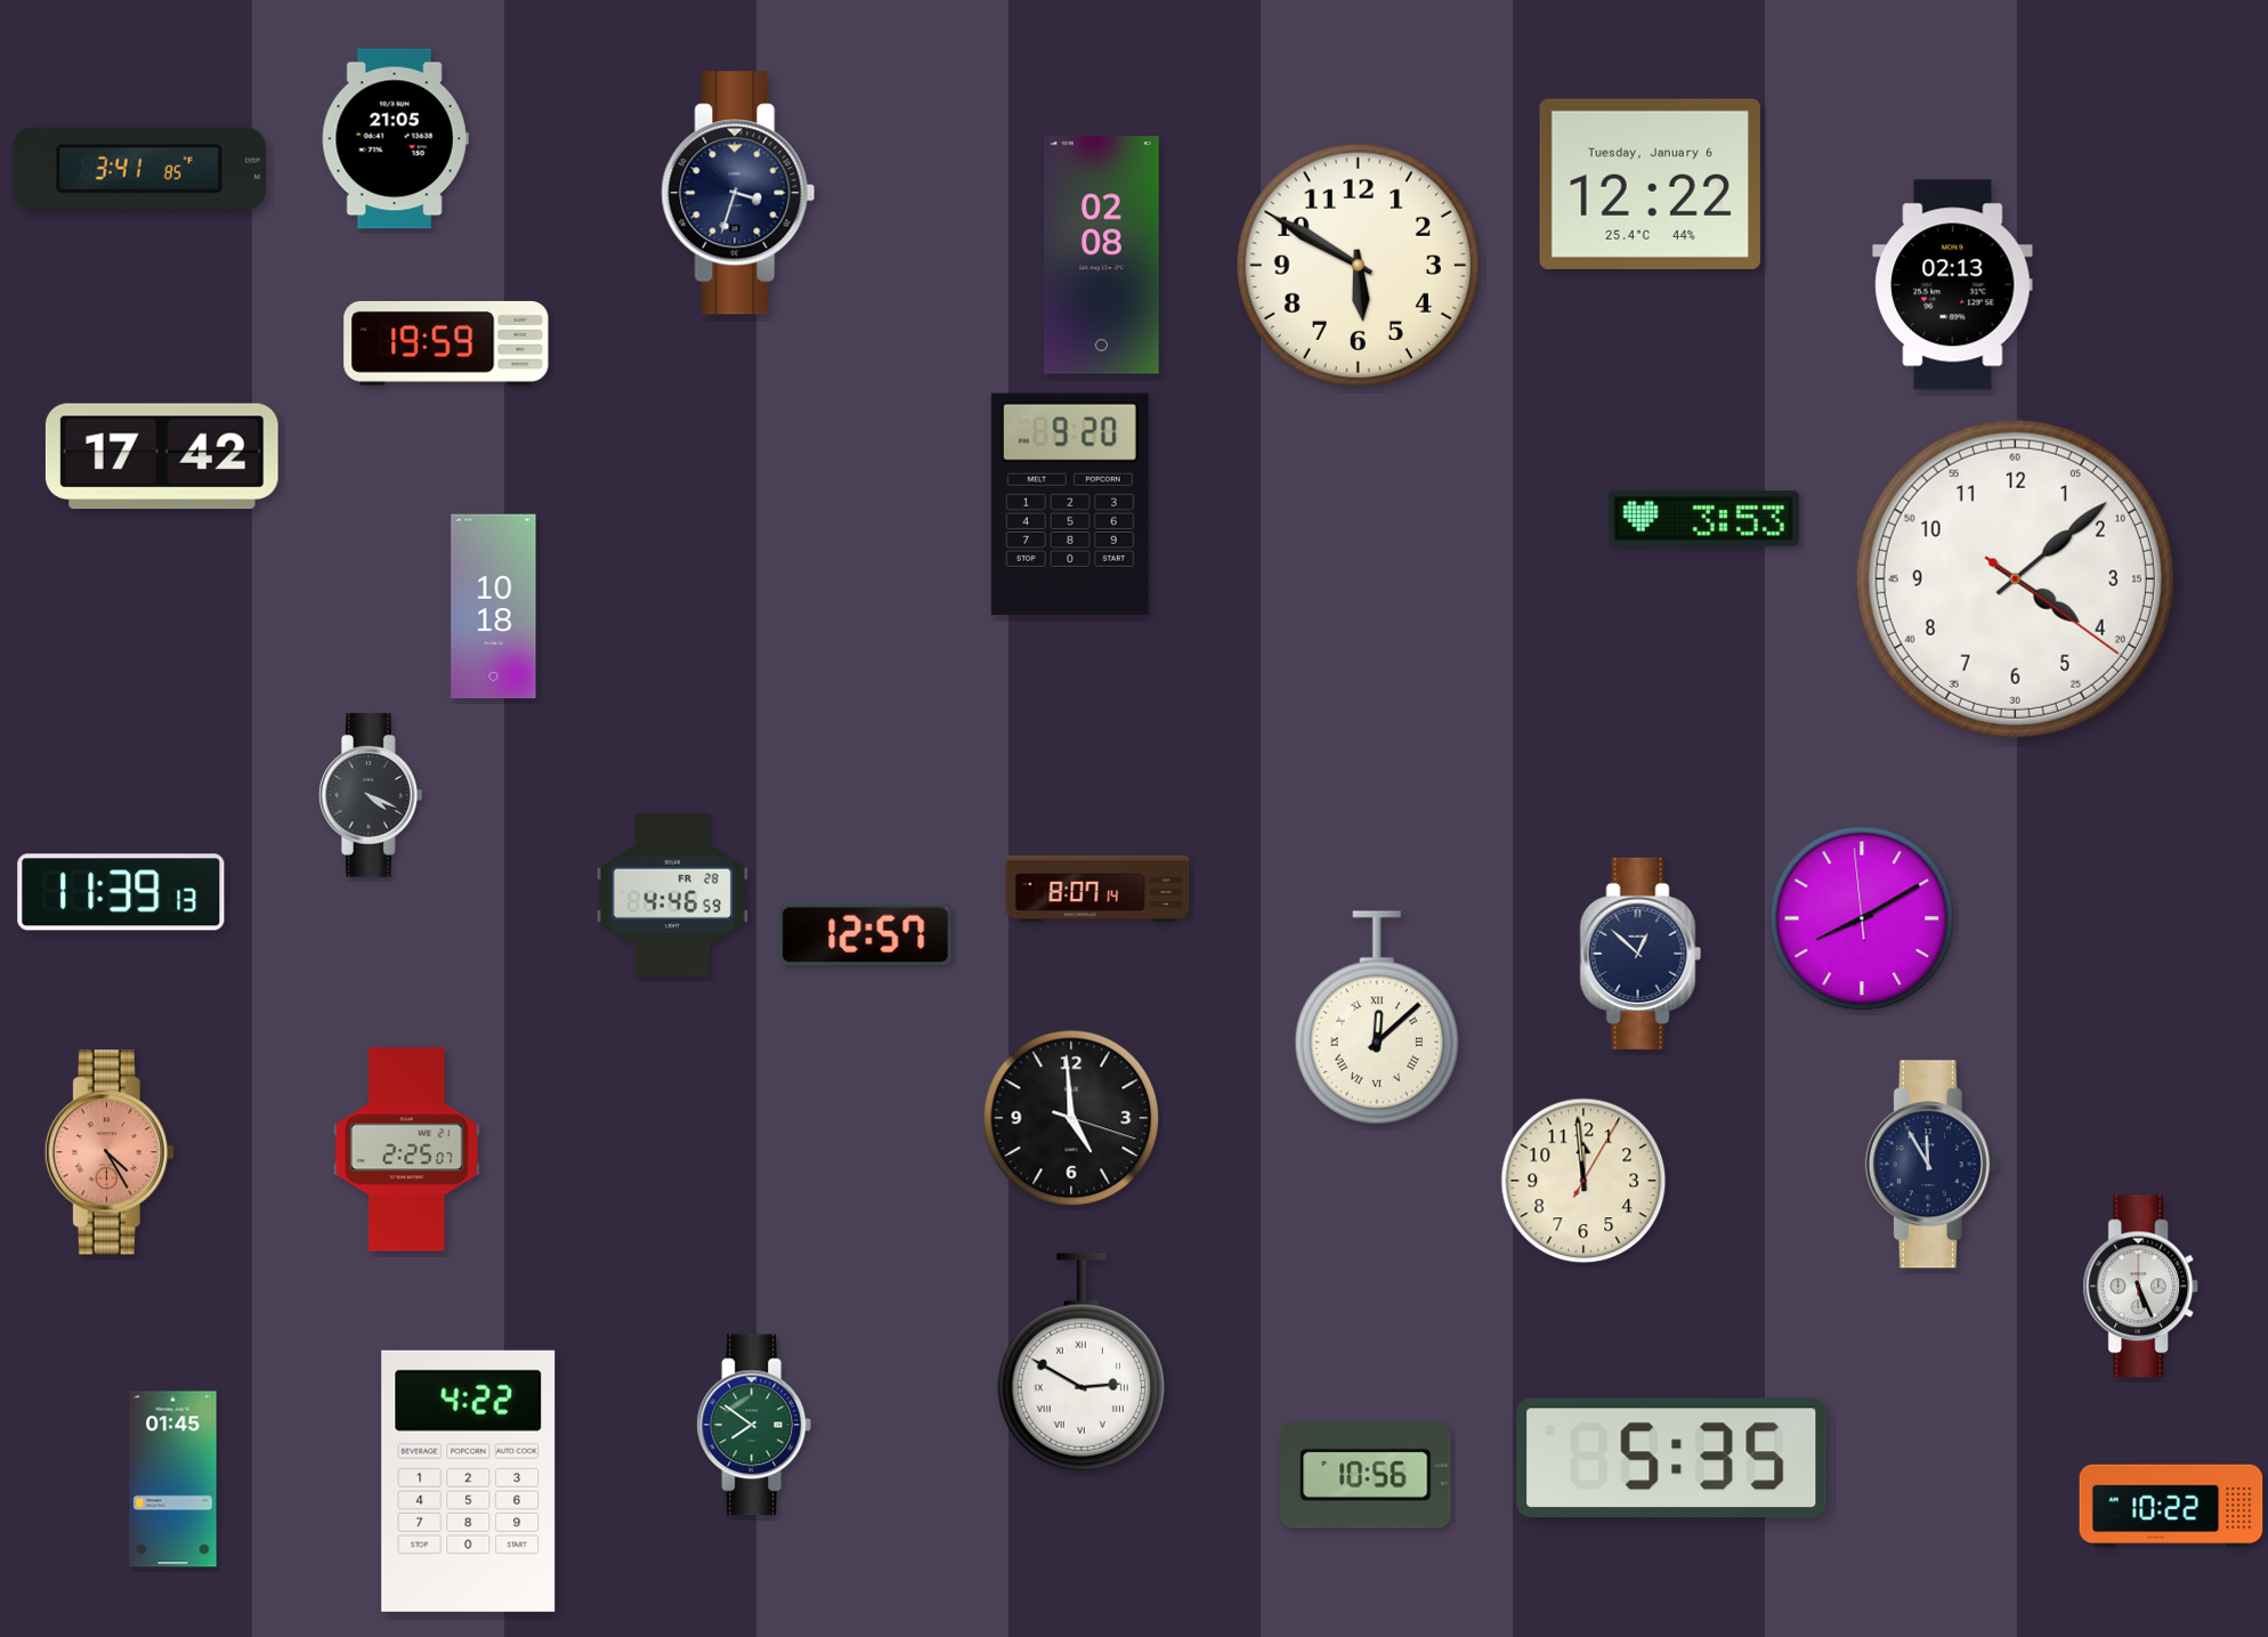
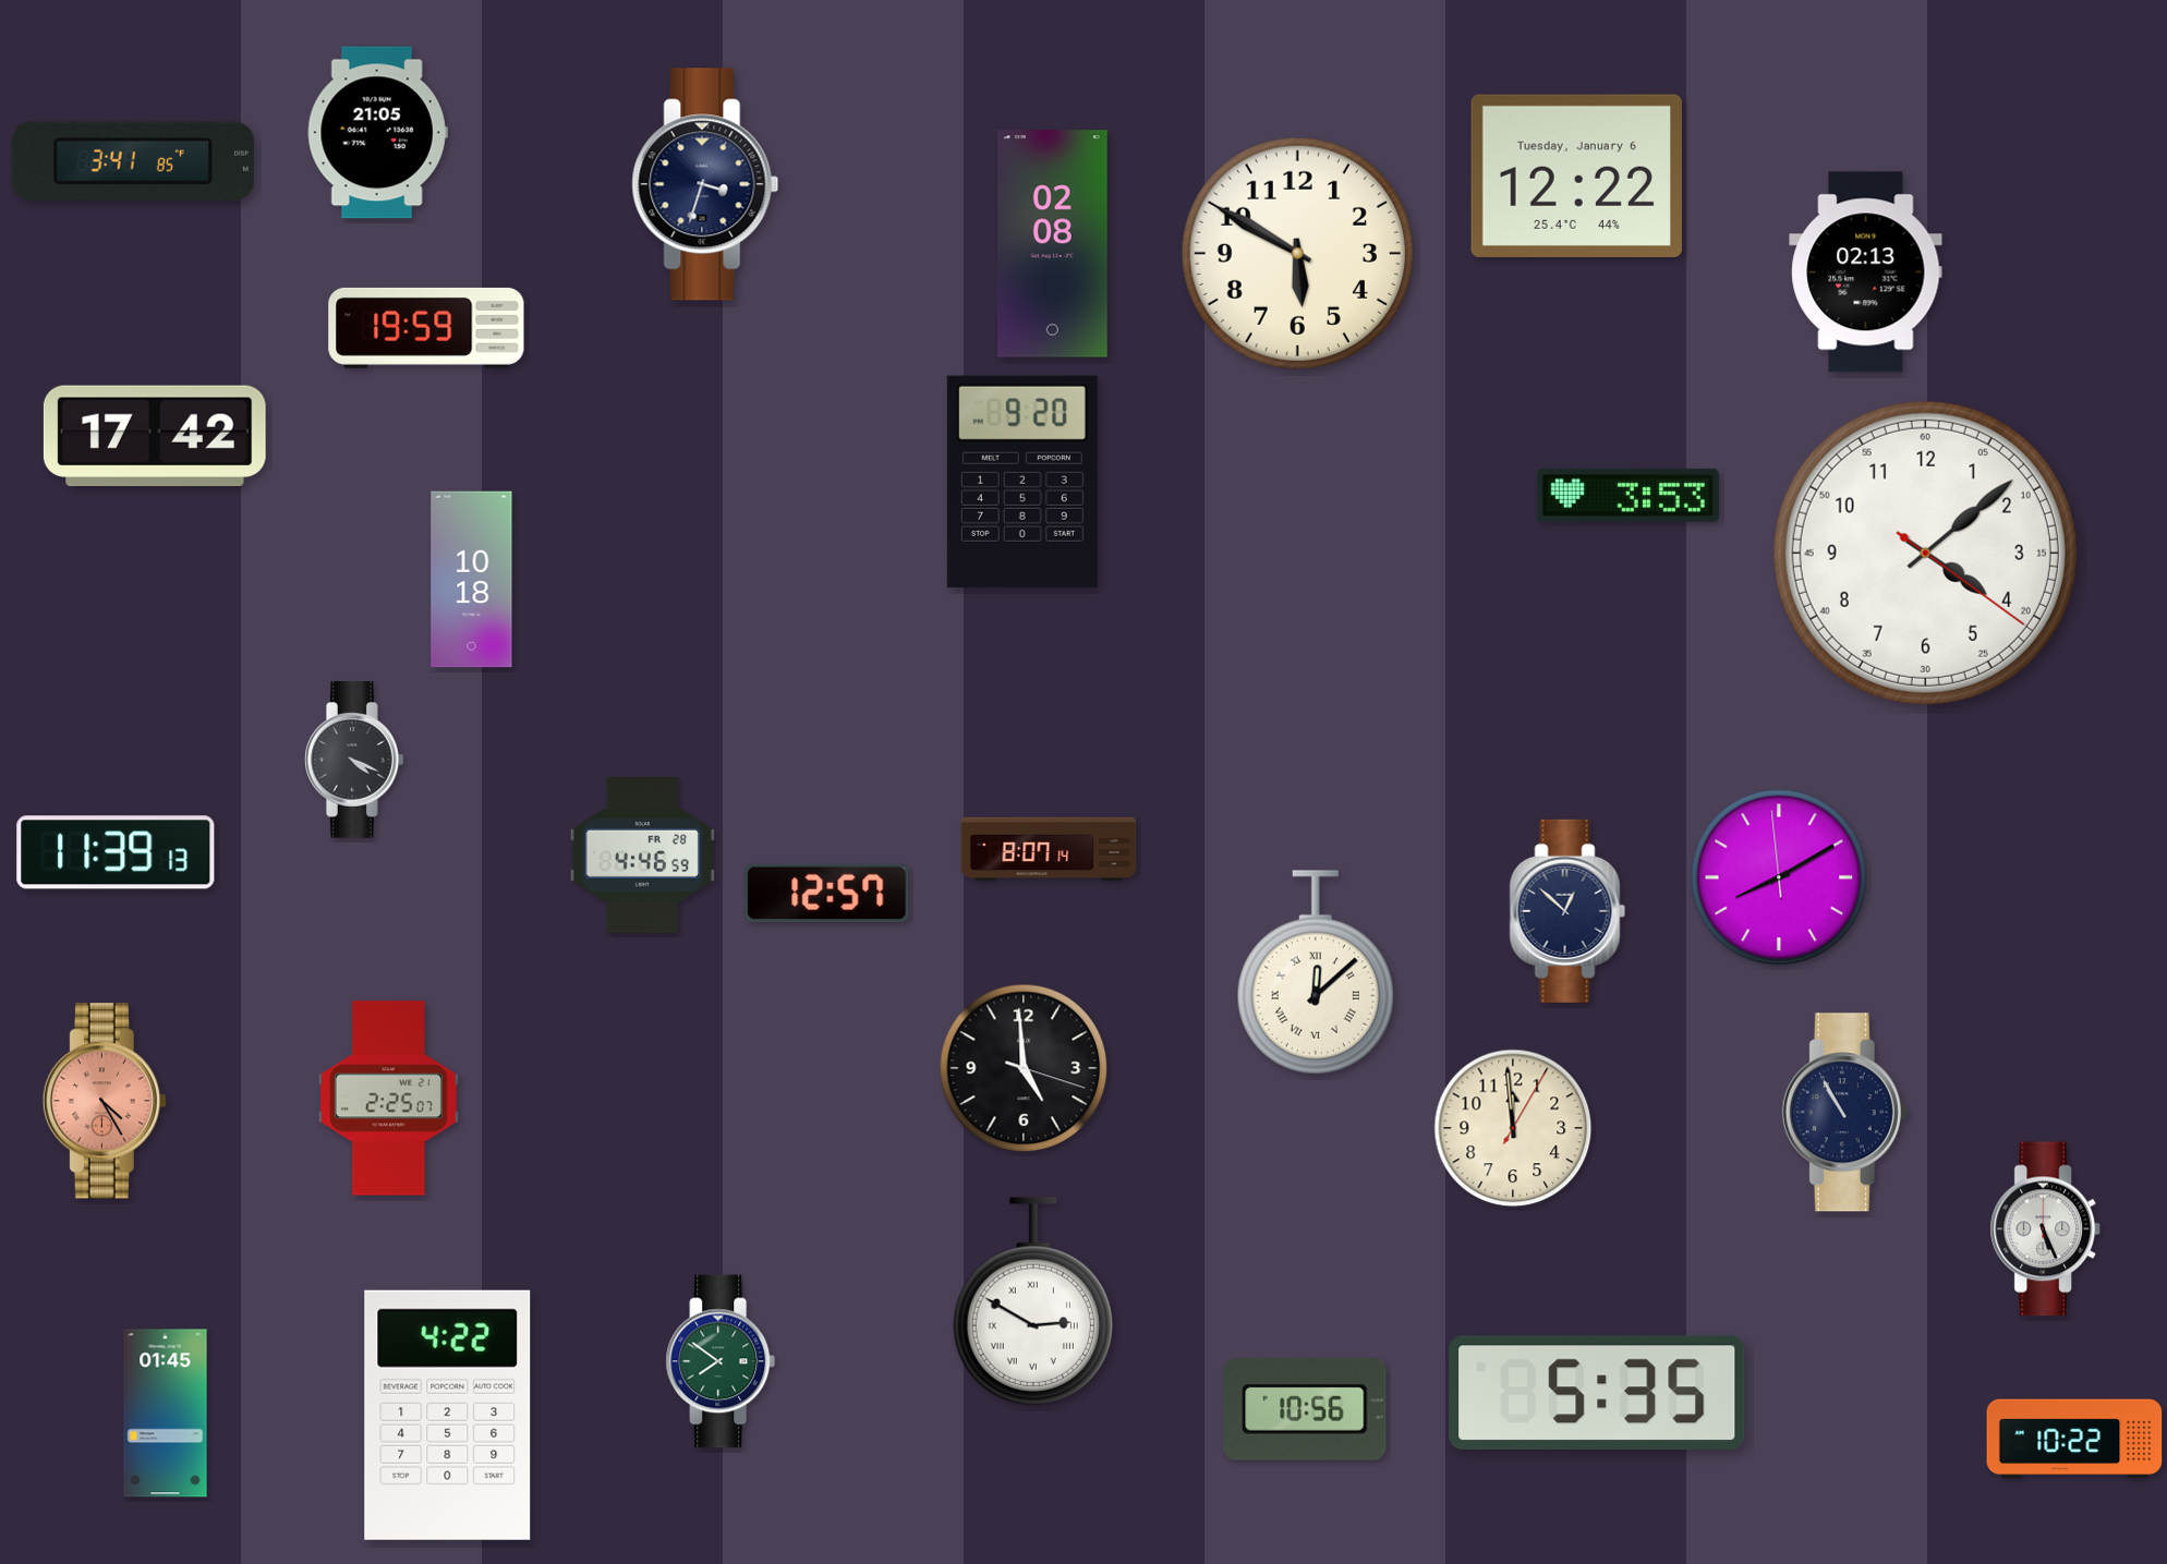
clock at (1930, 1165): 11:55 -> 10:55
